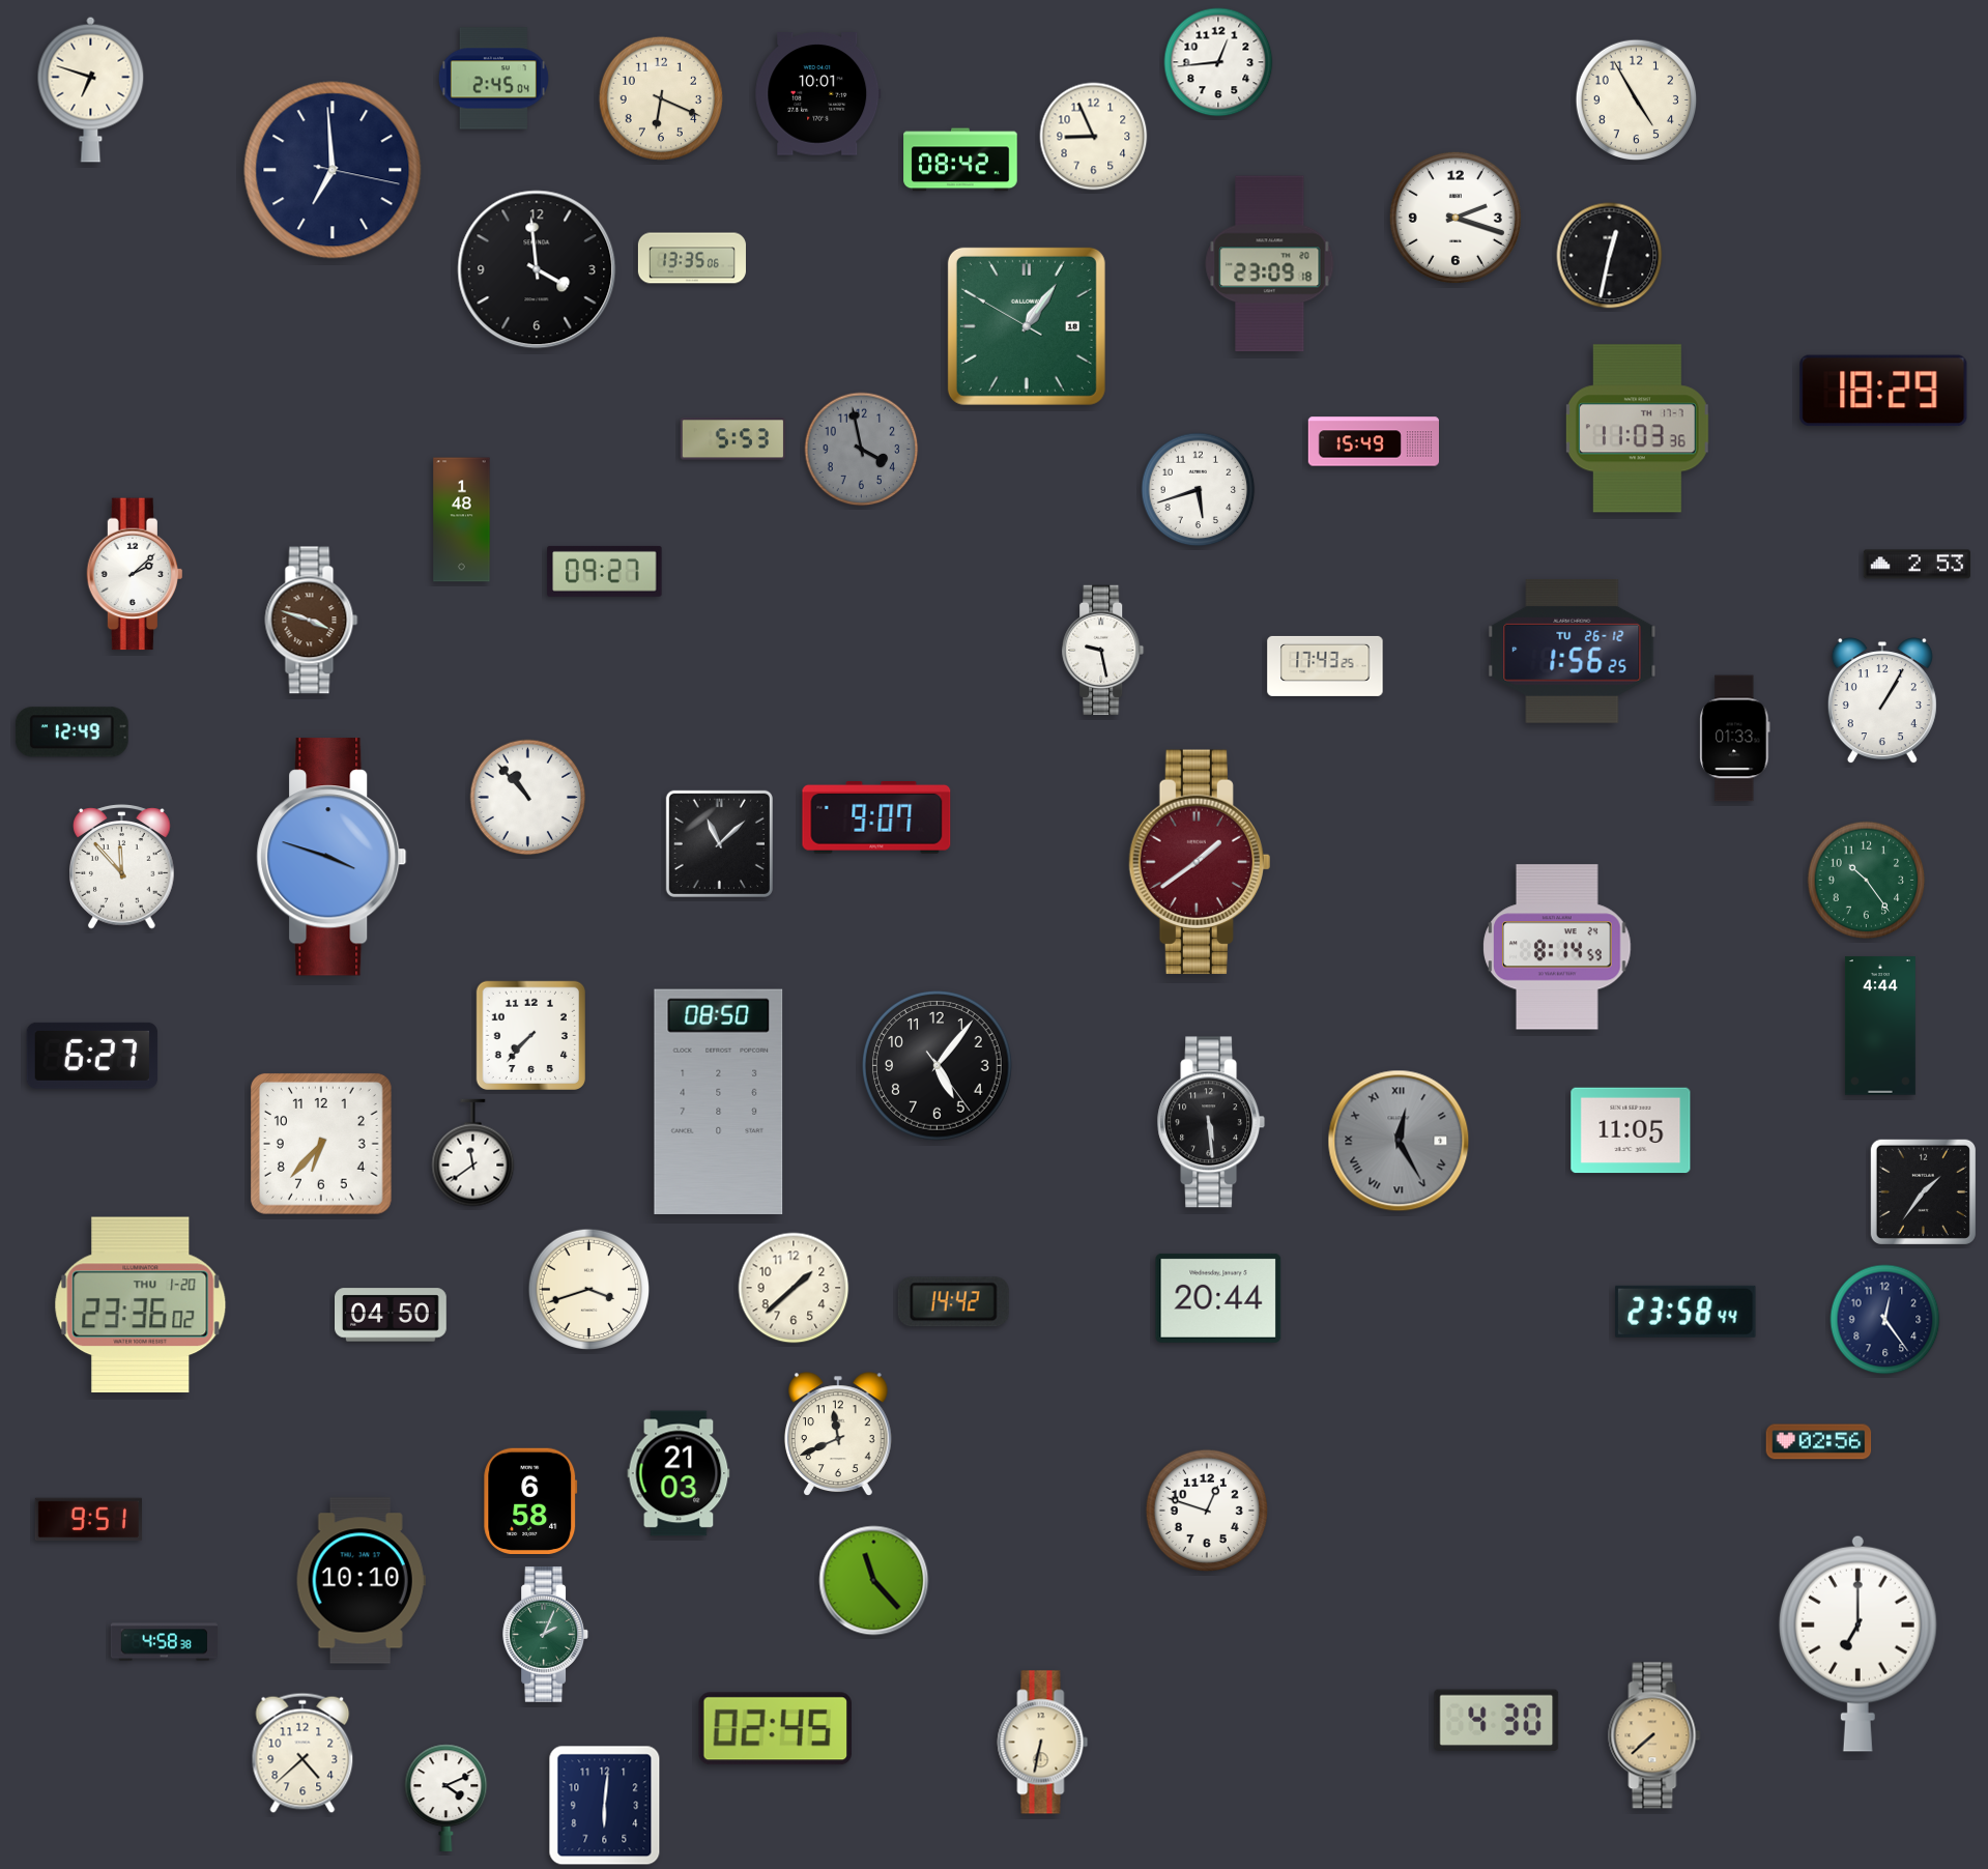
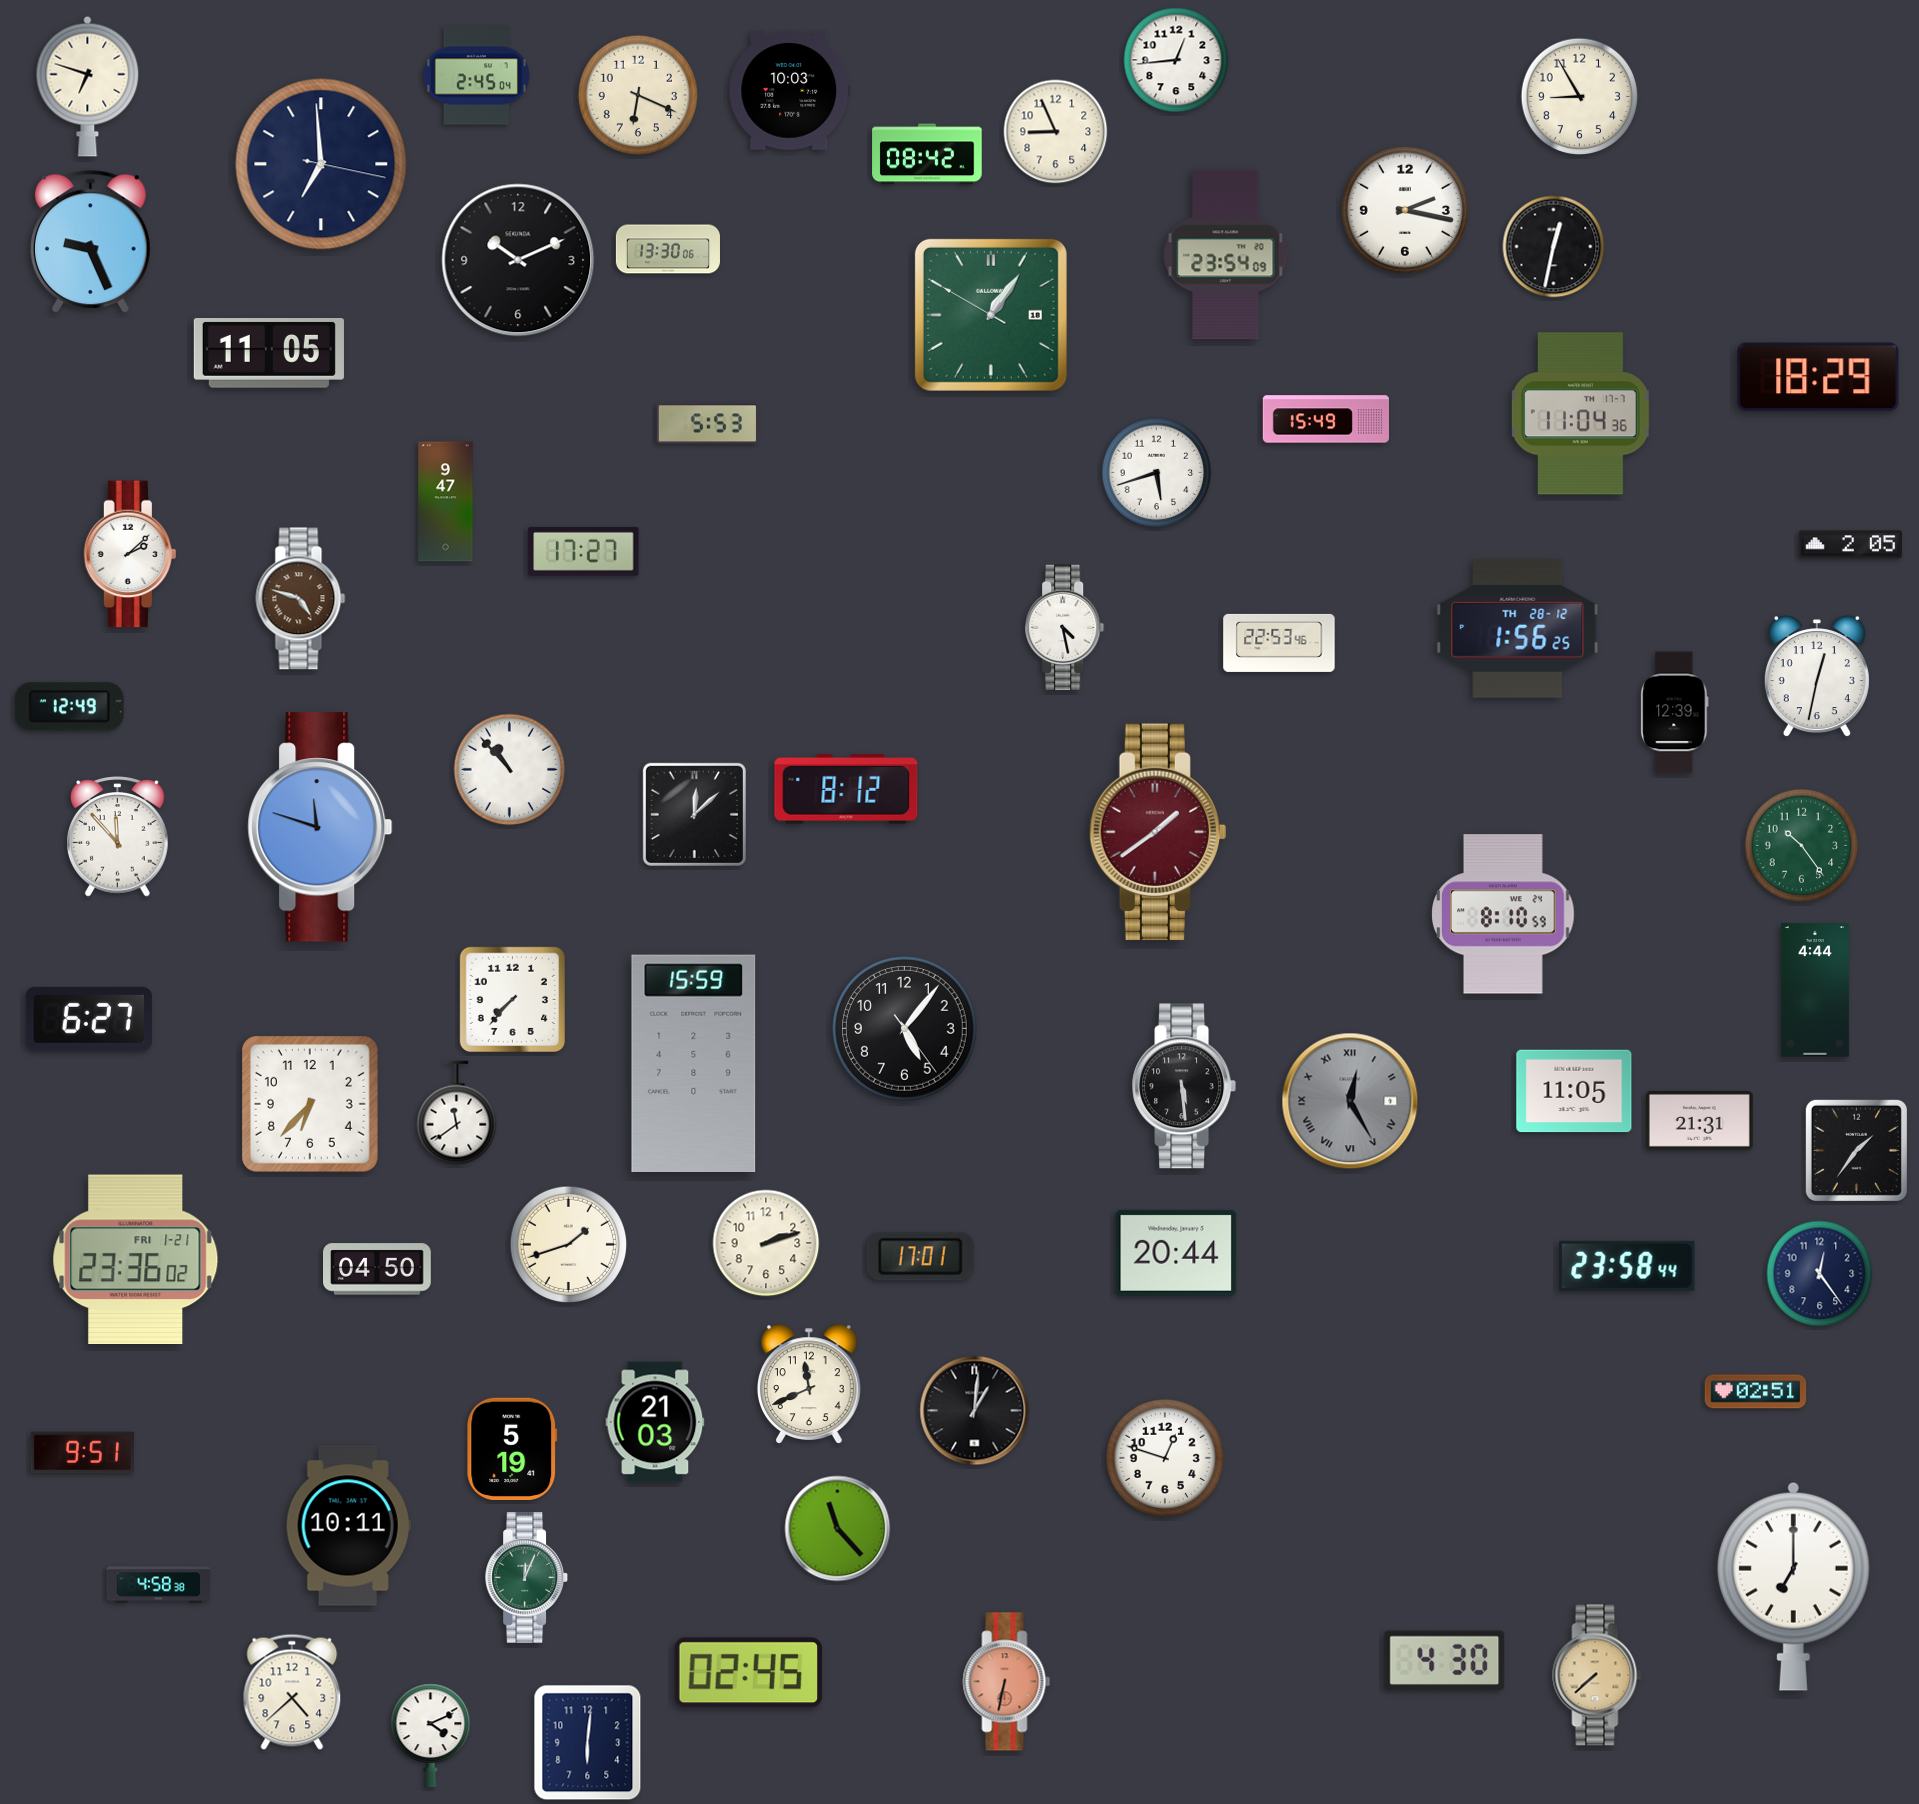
clock at (818, 94): 10:01 -> 10:03
clock at (1637, 100): 4:55 -> 8:55
clock at (1456, 218): 2:18 -> 2:17
clock at (90, 242): none -> 9:26
clock at (692, 258): 13:35 -> 13:30
clock at (1270, 264): 23:09 -> 23:54
clock at (537, 269): 3:59 -> 10:11
clock at (269, 354): none -> 11:05
clock at (1637, 429): 11:03 -> 11:04
clock at (1373, 441) position: (1373, 441) -> (1325, 419)
clock at (862, 450): 3:58 -> none
clock at (462, 520): 1:48 -> 9:47
clock at (1917, 565): 2:53 -> 2:05
clock at (605, 571): 09:27 -> 17:27
clock at (312, 621): 3:48 -> 4:48
clock at (1103, 651): 9:28 -> 4:28
clock at (1573, 651) date: TU 26-12 -> TH 28-12
clock at (1325, 666): 17:43 -> 22:53
clock at (1882, 701): 1:05 -> 12:32
clock at (1735, 739): 01:33 -> 12:39
clock at (876, 818): 9:07 -> 8:12
clock at (719, 843): 11:08 -> 12:08
clock at (332, 857): 3:48 -> 11:48
clock at (1867, 881) position: (1867, 881) -> (1802, 846)
clock at (1557, 947): 8:14 -> 8:10
clock at (719, 1101): 08:50 -> 15:59
clock at (1211, 1122) position: (1211, 1122) -> (1184, 1086)
clock at (1699, 1120): none -> 21:31
clock at (794, 1288): 1:38 -> 2:12
clock at (589, 1290): 3:42 -> 1:42
clock at (953, 1302): 14:42 -> 17:01
clock at (141, 1304) date: THU 1-20 -> FRI 1-21
clock at (1819, 1442): 02:56 -> 02:51
clock at (975, 1411): none -> 1:01
clock at (530, 1500): 6:58 -> 5:19
clock at (88, 1520) position: (88, 1520) -> (82, 1453)
clock at (361, 1581): 10:10 -> 10:11
clock at (874, 1581) position: (874, 1581) -> (838, 1529)
clock at (546, 1634): 2:04 -> 12:04
clock at (775, 1729) position: (775, 1729) -> (748, 1673)
clock at (1043, 1743) dial: cream -> salmon
clock at (605, 1806) position: (605, 1806) -> (588, 1743)
